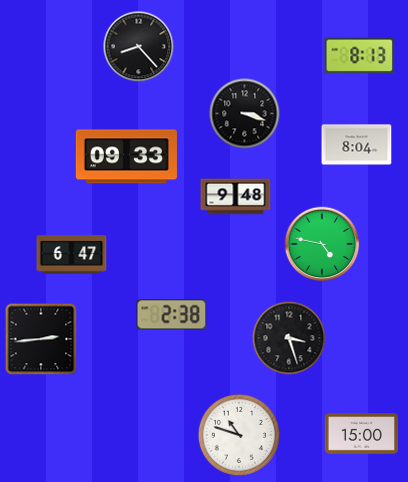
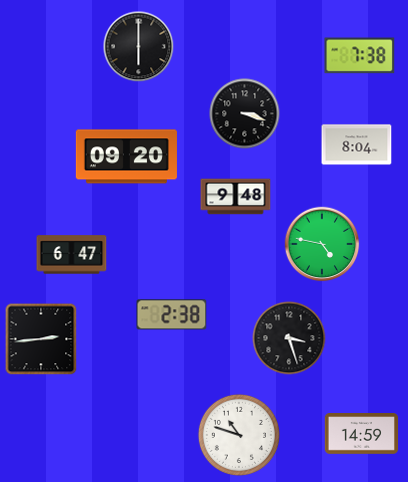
clock at (139, 47): 8:23 -> 6:00
clock at (360, 56): 8:13 -> 7:38
clock at (126, 157): 09:33 -> 09:20
clock at (362, 434): 15:00 -> 14:59
